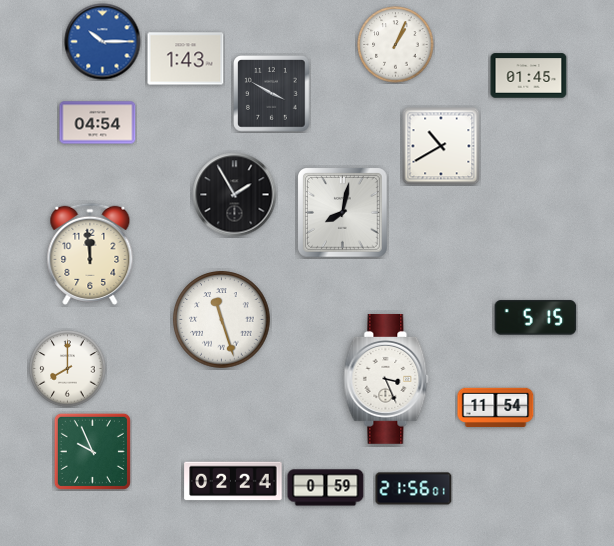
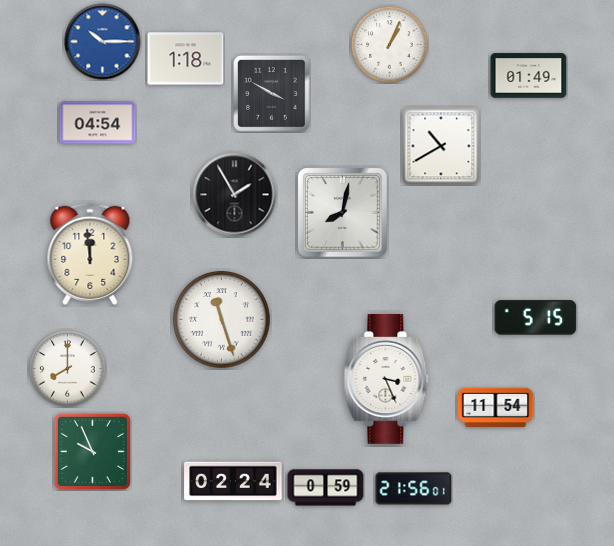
clock at (396, 45) position: (396, 45) -> (390, 45)
clock at (186, 59): 1:43 -> 1:18
clock at (529, 76): 01:45 -> 01:49
